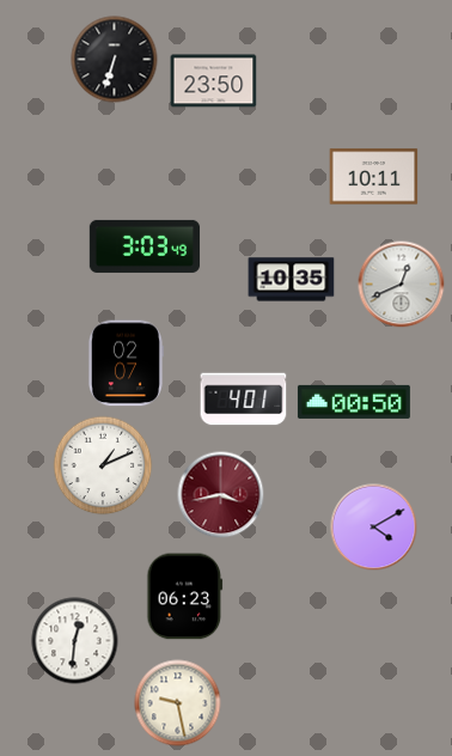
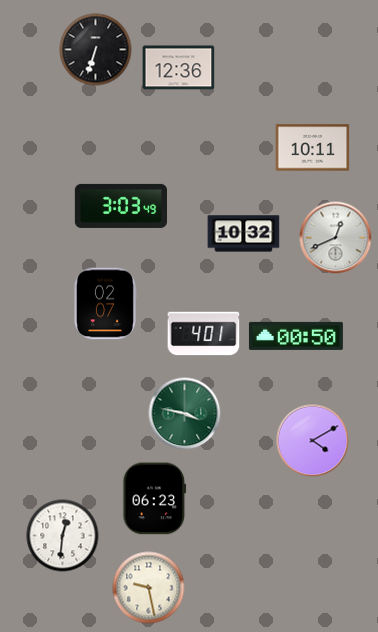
clock at (214, 81): 23:50 -> 12:36
clock at (292, 280): 10:35 -> 10:32
clock at (103, 465): 1:11 -> none
clock at (221, 495): 3:43 -> 3:47
clock at (221, 495) dial: burgundy -> green
